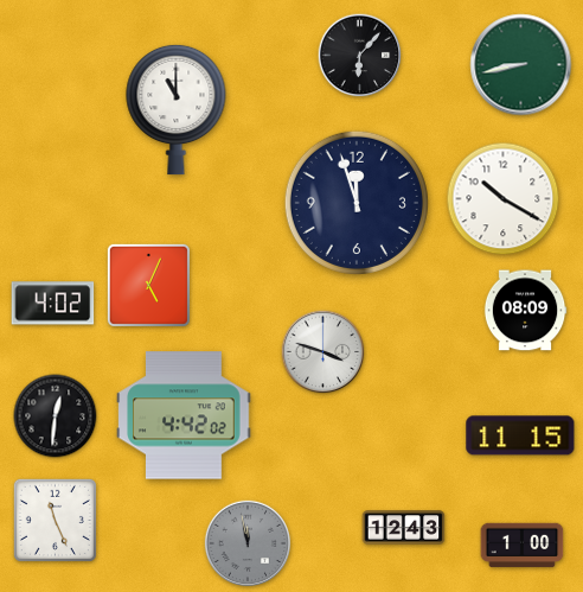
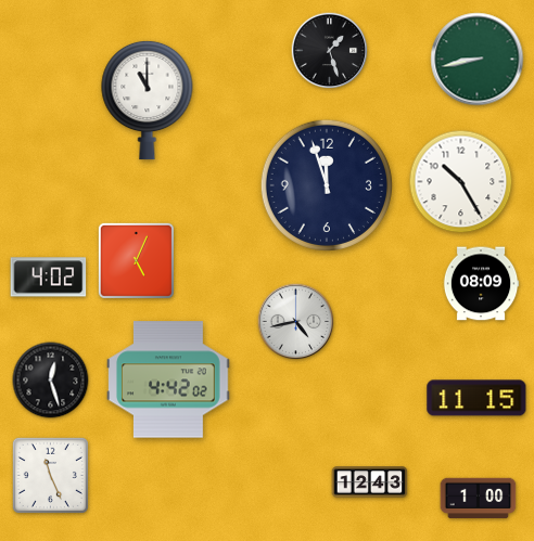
clock at (360, 56): 6:07 -> 1:27
clock at (177, 109) position: (177, 109) -> (148, 100)
clock at (504, 199): 10:20 -> 10:25
clock at (323, 352): 3:48 -> 4:43
clock at (56, 416): 12:31 -> 12:27
clock at (246, 542): 11:58 -> none
